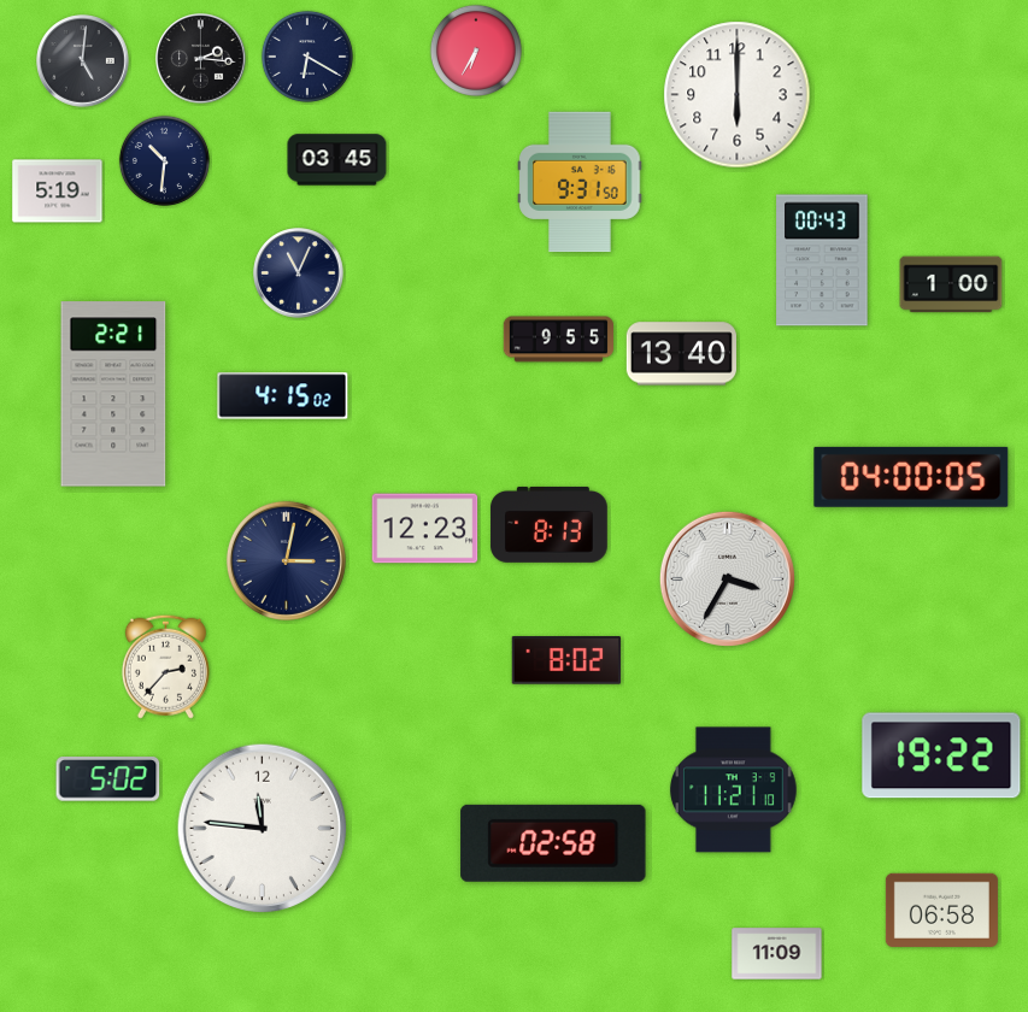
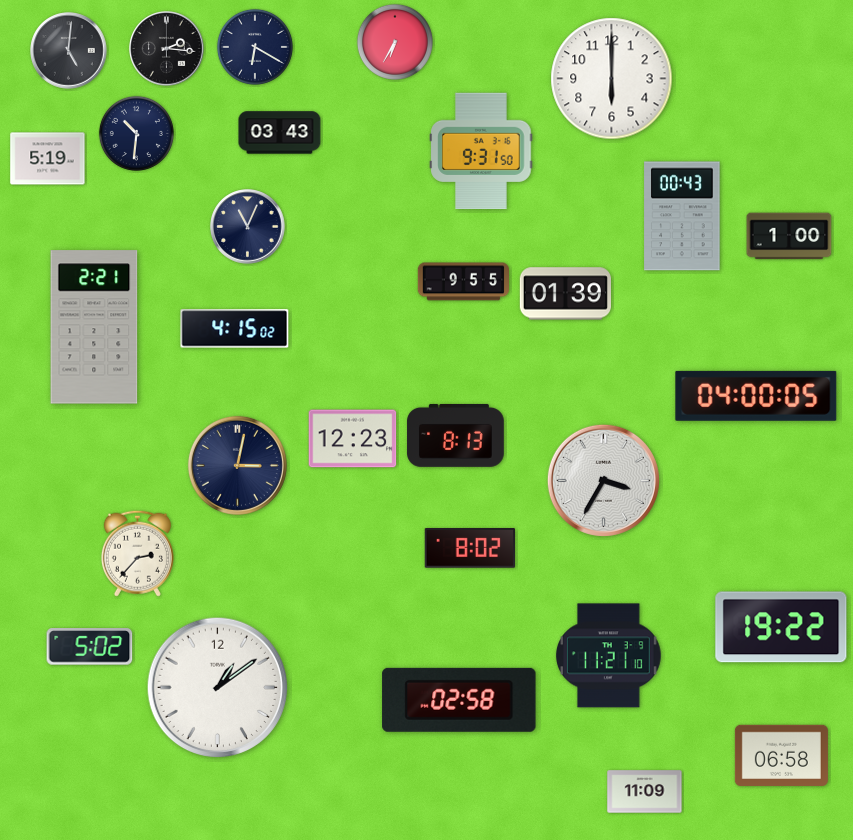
clock at (337, 160): 03:45 -> 03:43
clock at (681, 354): 13:40 -> 01:39
clock at (263, 829): 11:46 -> 1:09
